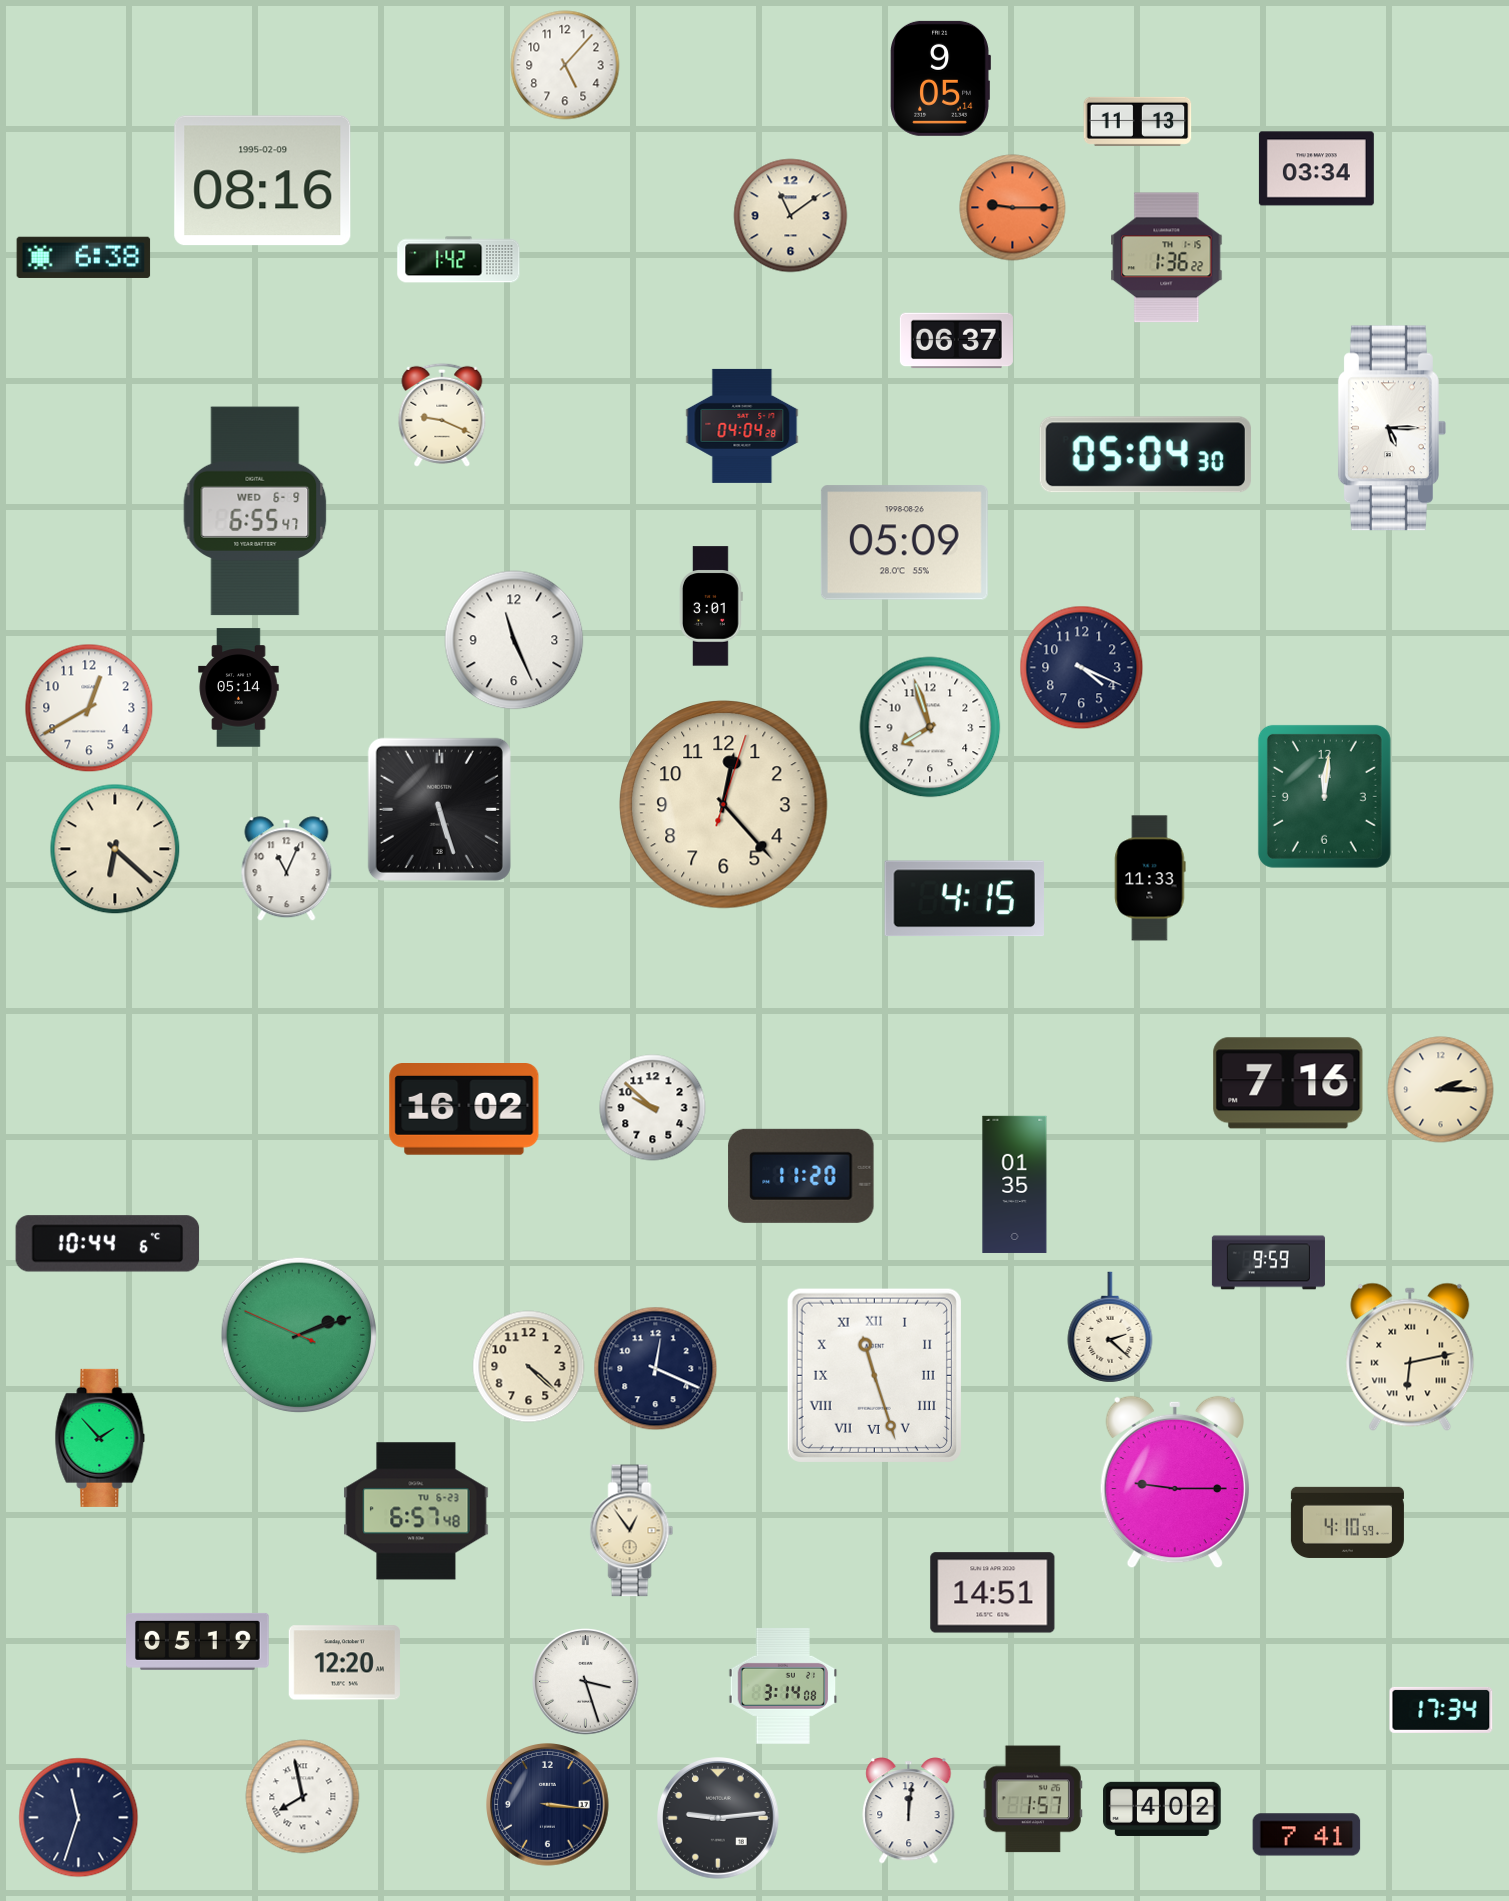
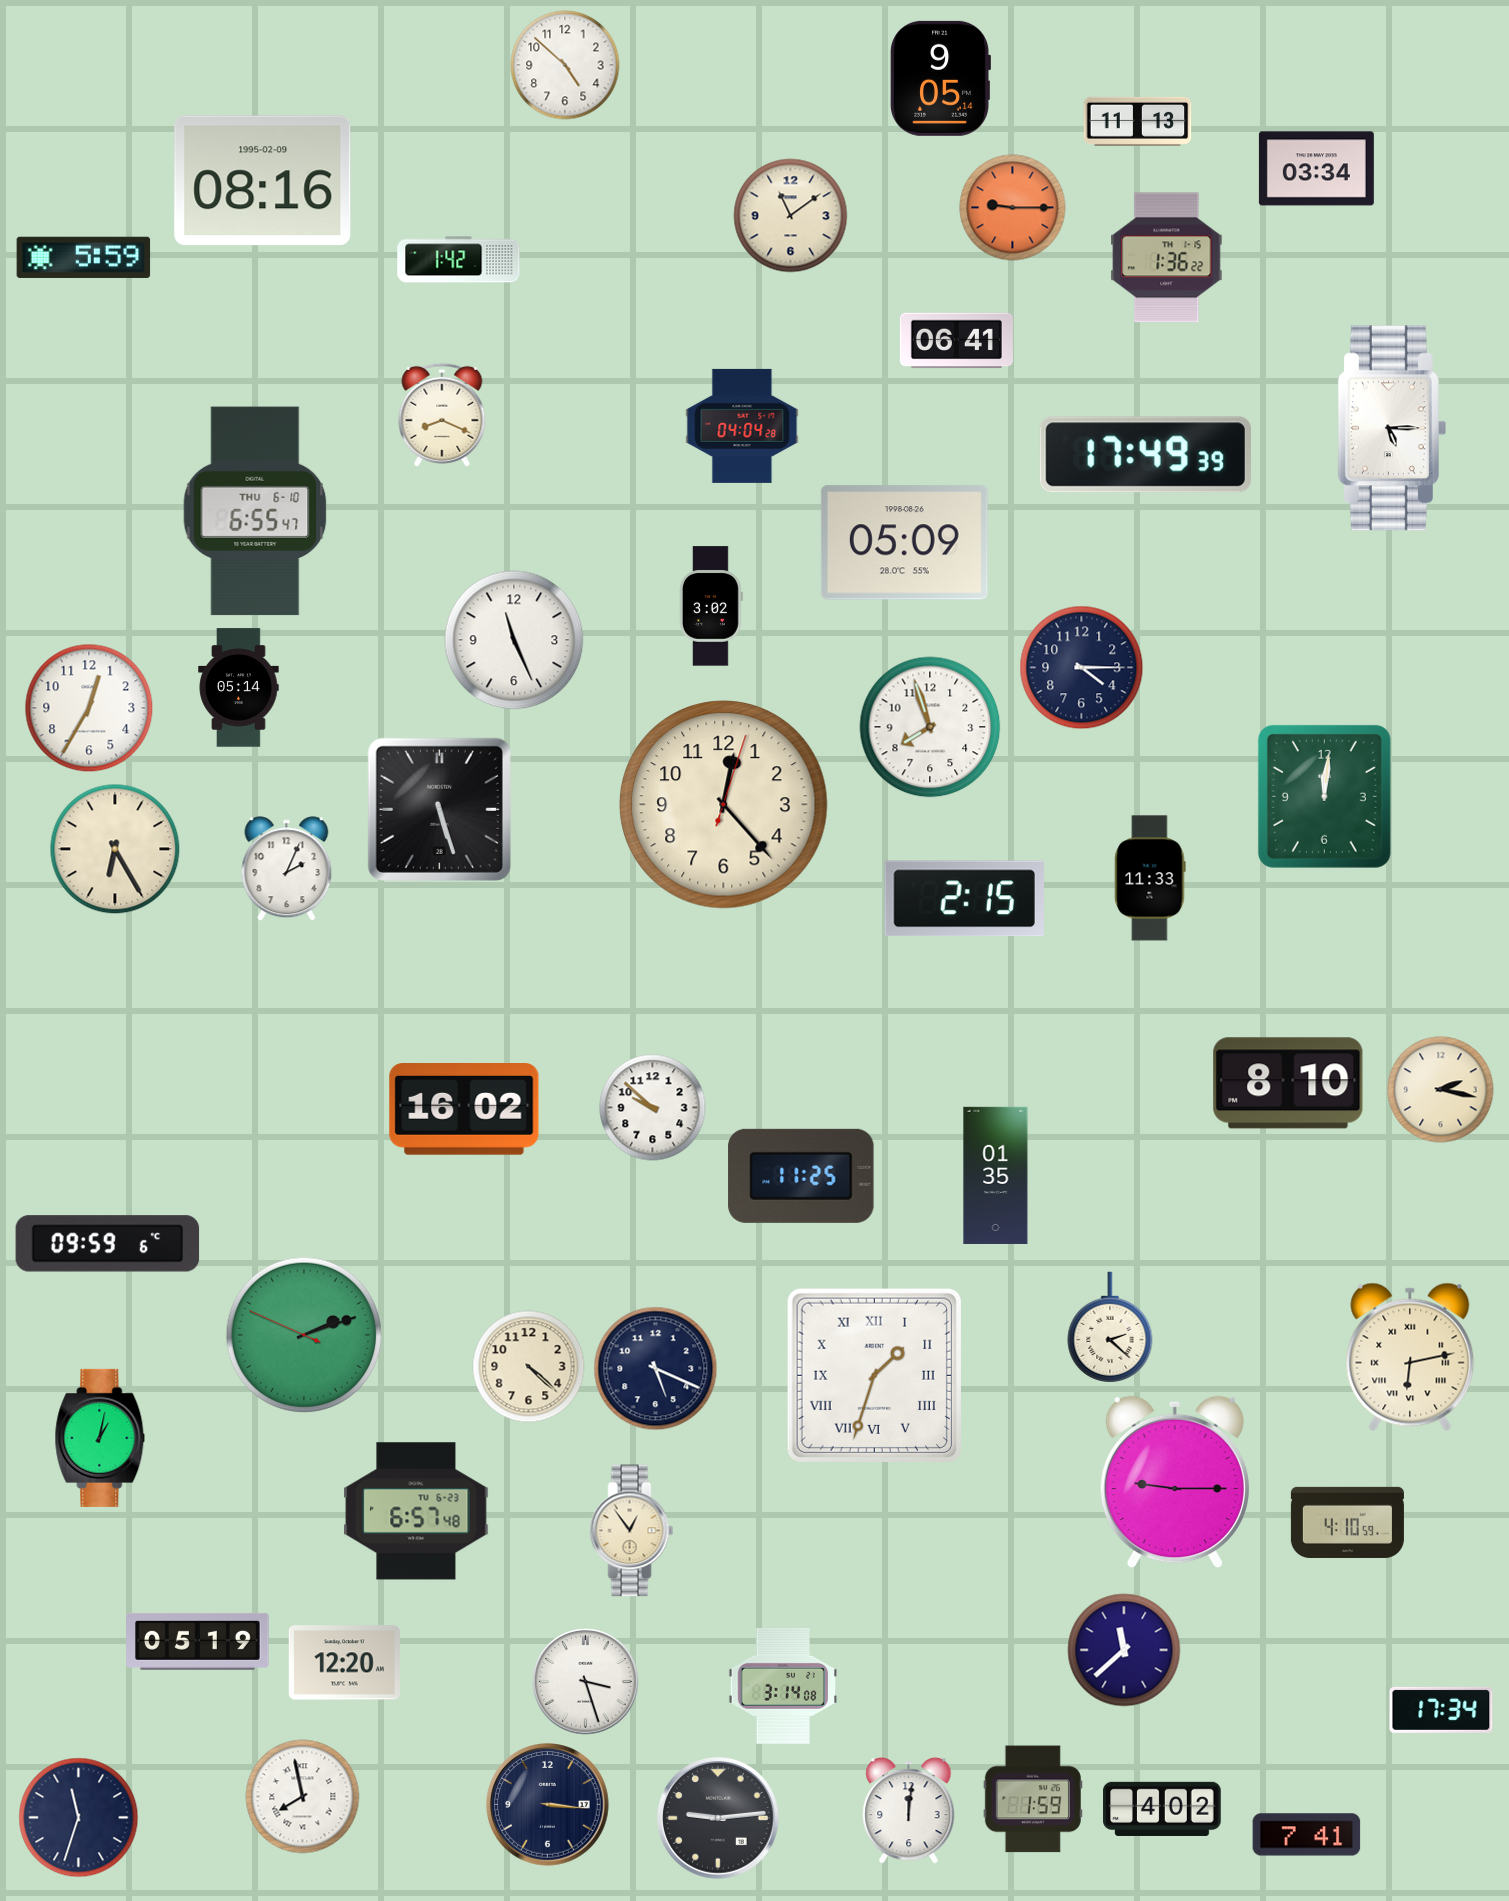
clock at (565, 65): 5:07 -> 4:52
clock at (84, 257): 6:38 -> 5:59
clock at (956, 341): 06:37 -> 06:41
clock at (442, 415): 9:19 -> 8:19
clock at (1145, 455): 05:04 -> 17:49
clock at (255, 511) date: WED 6-9 -> THU 6-10
clock at (711, 606): 3:01 -> 3:02
clock at (1082, 668): 4:19 -> 4:15
clock at (89, 708): 12:40 -> 12:35
clock at (115, 849): 6:22 -> 6:25
clock at (287, 869): 11:04 -> 2:04
clock at (964, 899): 4:15 -> 2:15
clock at (1288, 1083): 7:16 -> 8:10
clock at (1441, 1090): 2:15 -> 2:17
clock at (801, 1176): 11:20 -> 11:25
clock at (1015, 1184) position: (1015, 1184) -> (996, 1175)
clock at (108, 1244): 10:44 -> 09:59
clock at (1268, 1263): 9:59 -> none
clock at (299, 1335) position: (299, 1335) -> (304, 1335)
clock at (656, 1369): 12:19 -> 5:19
clock at (874, 1375): 11:27 -> 1:33
clock at (100, 1438): 1:53 -> 1:02
clock at (993, 1593): 14:51 -> none
clock at (1124, 1650): none -> 11:38
clock at (1033, 1799): 1:57 -> 1:59
